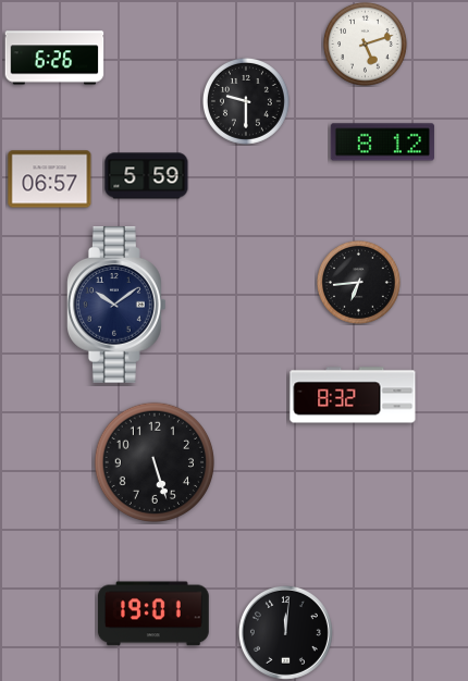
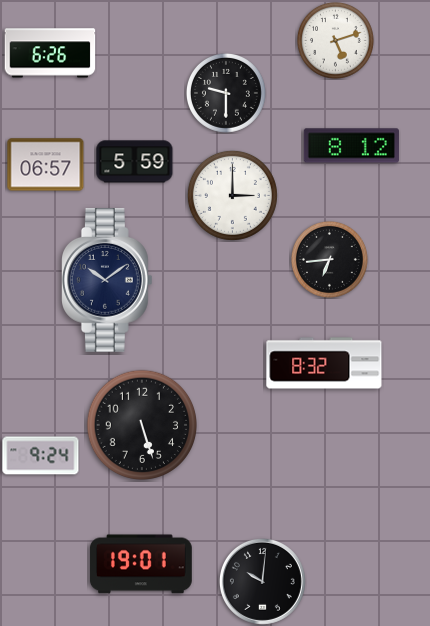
clock at (382, 143) position: (382, 143) -> (351, 146)
clock at (232, 195): none -> 3:00
clock at (41, 456): none -> 9:24
clock at (285, 632): 12:01 -> 10:01
